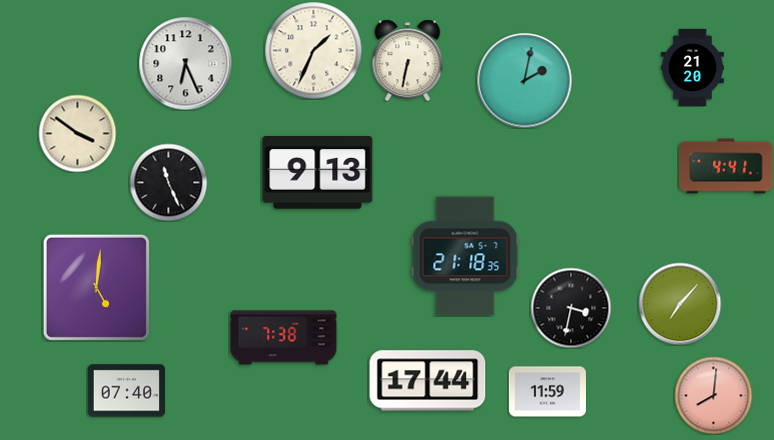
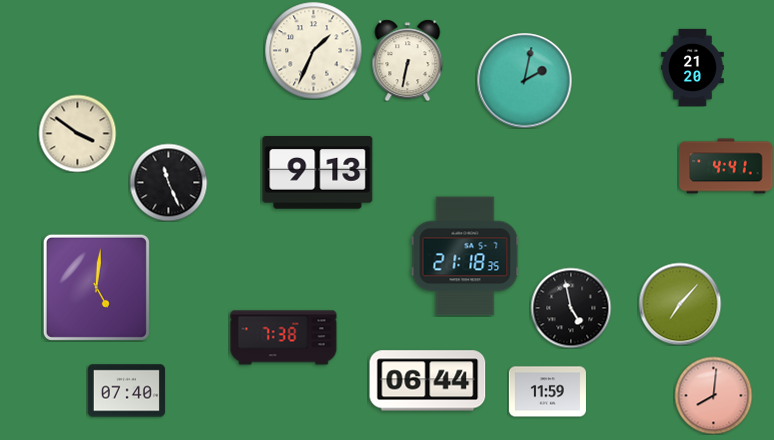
clock at (185, 63): 6:26 -> none
clock at (571, 308): 3:32 -> 4:58
clock at (428, 381): 17:44 -> 06:44
